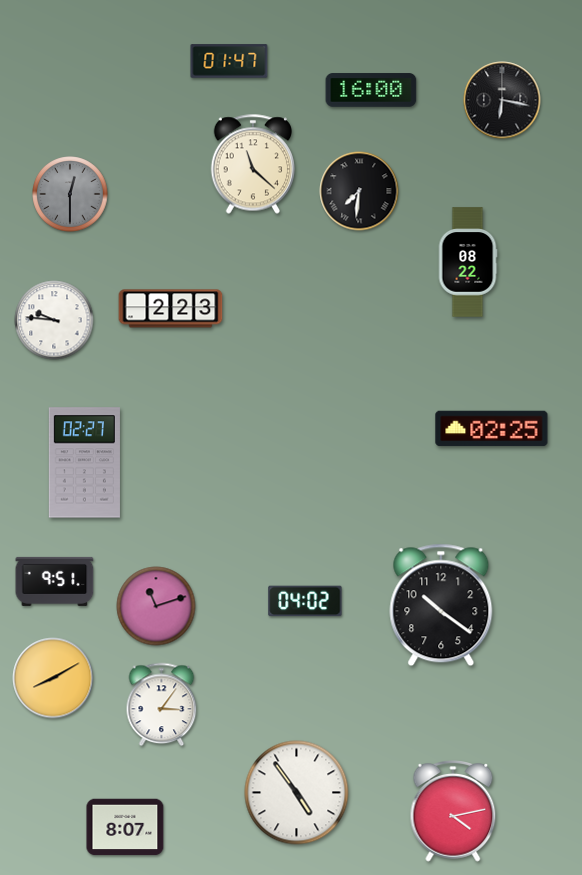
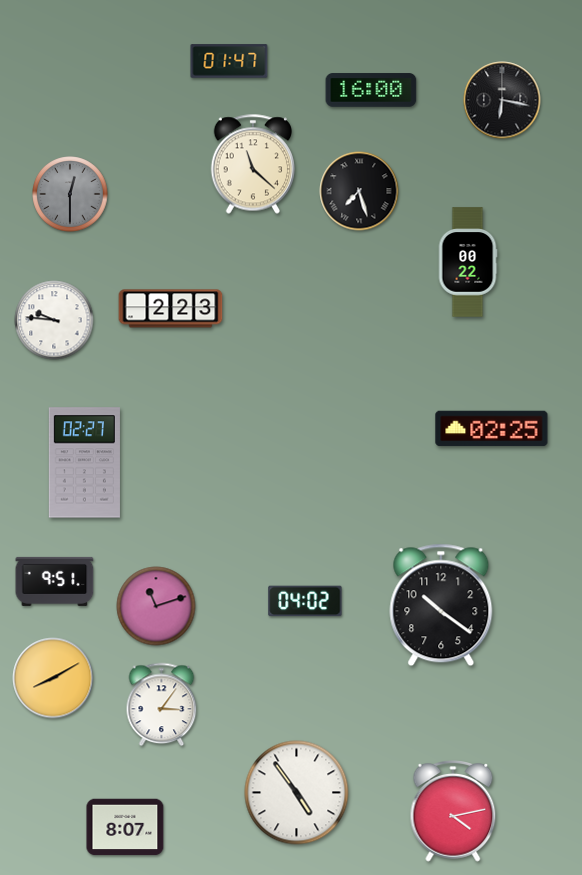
clock at (359, 191): 7:31 -> 7:27
clock at (468, 262): 08:22 -> 00:22
